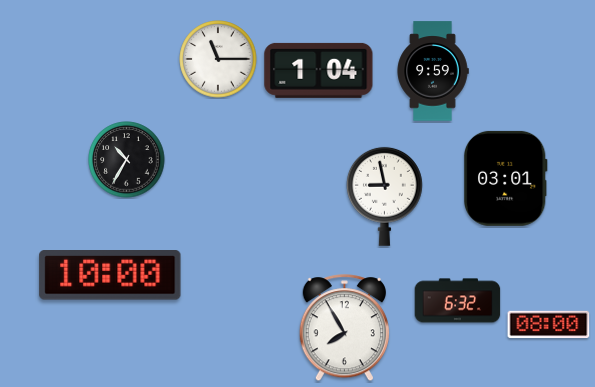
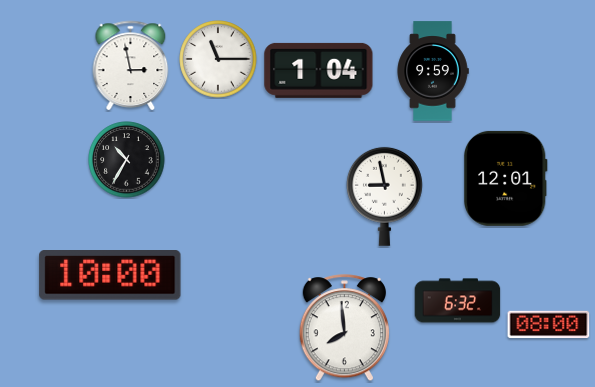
clock at (131, 65): none -> 2:58
clock at (505, 178): 03:01 -> 12:01
clock at (344, 328): 7:55 -> 7:59
